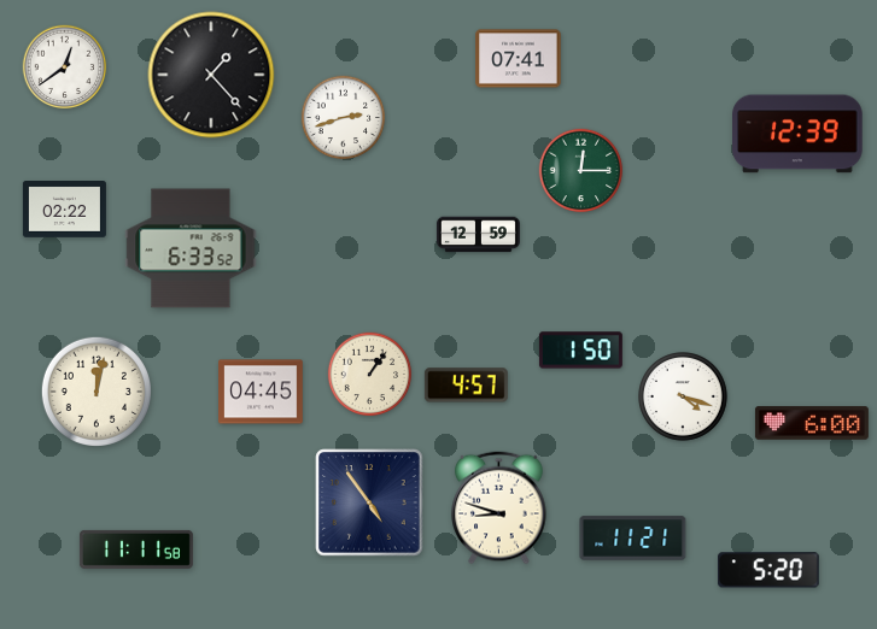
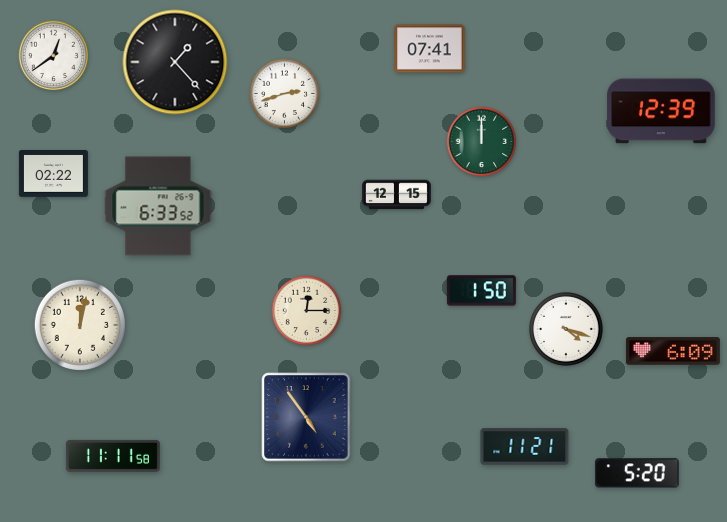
clock at (344, 118) position: (344, 118) -> (285, 94)
clock at (581, 171): 12:15 -> 12:00
clock at (478, 235): 12:59 -> 12:15
clock at (370, 375): 1:06 -> 12:15
clock at (466, 386): 4:57 -> none
clock at (261, 392): 04:45 -> none
clock at (812, 423): 6:00 -> 6:09
clock at (499, 509): 8:48 -> none
